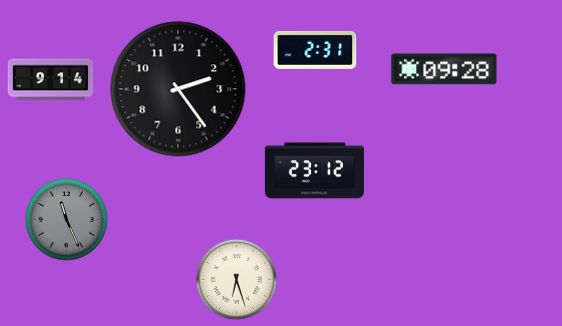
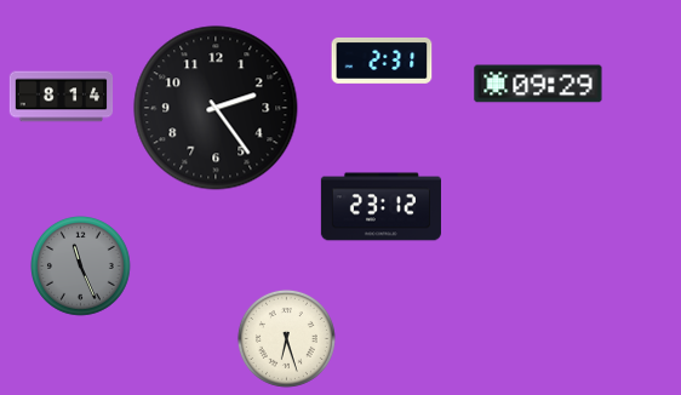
clock at (444, 69): 09:28 -> 09:29
clock at (51, 80): 9:14 -> 8:14
